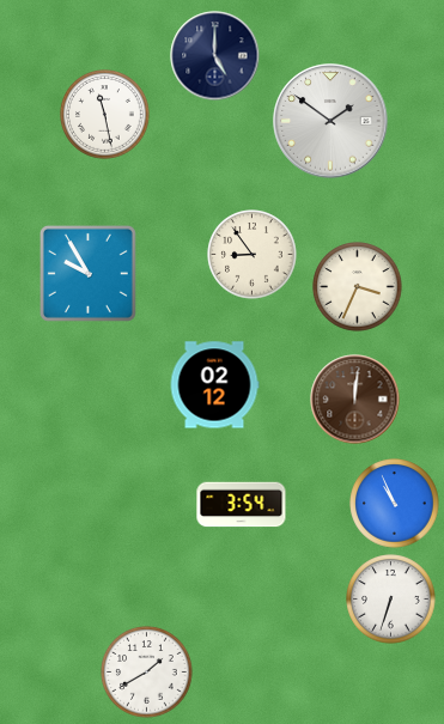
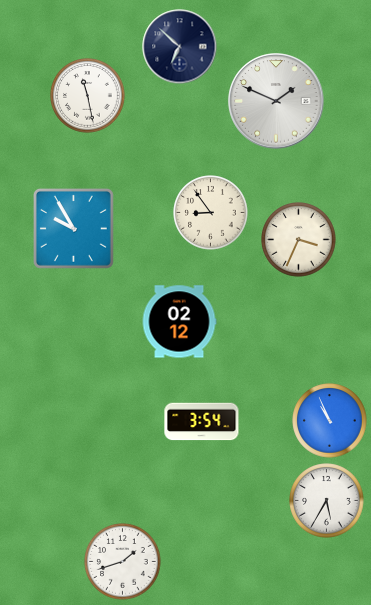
clock at (215, 56): 5:00 -> 6:52
clock at (330, 121): 1:51 -> 1:49
clock at (355, 400): 12:01 -> none
clock at (391, 600): 6:33 -> 5:35
clock at (147, 673): 1:40 -> 1:42
